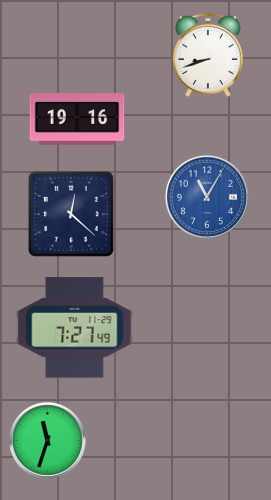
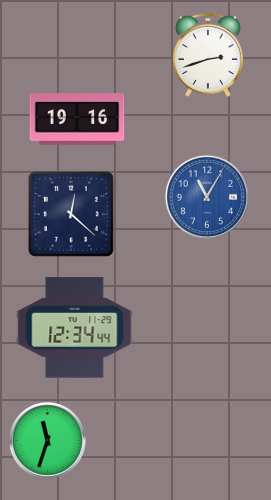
clock at (208, 55): 8:42 -> 2:42
clock at (75, 328): 7:27 -> 12:34
